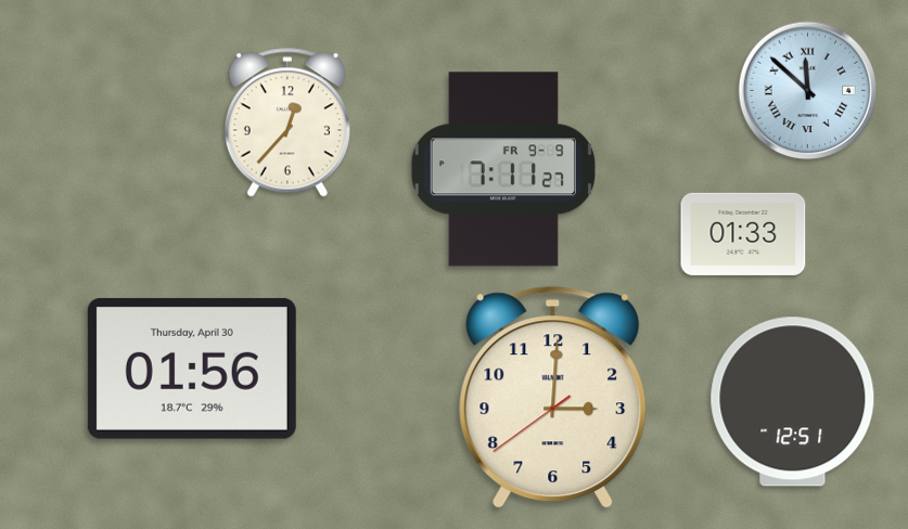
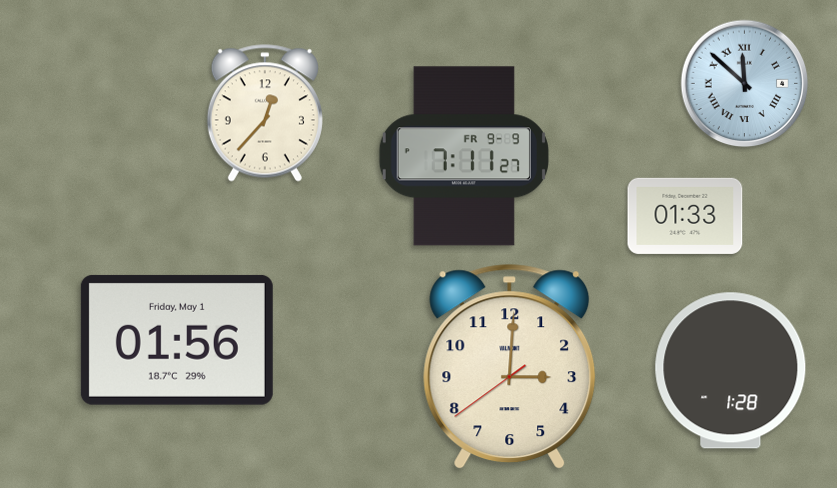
clock at (192, 369) date: Thursday, April 30 -> Friday, May 1
clock at (793, 402): 12:51 -> 1:28
